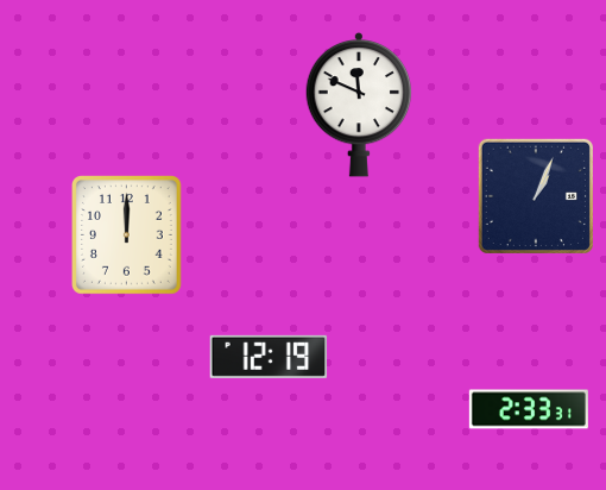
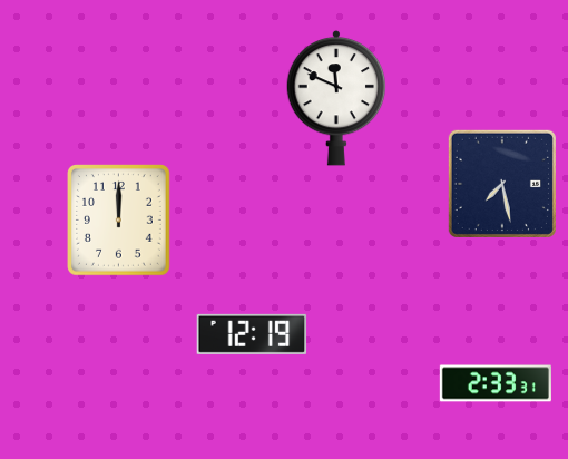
clock at (536, 196): 1:04 -> 7:28
